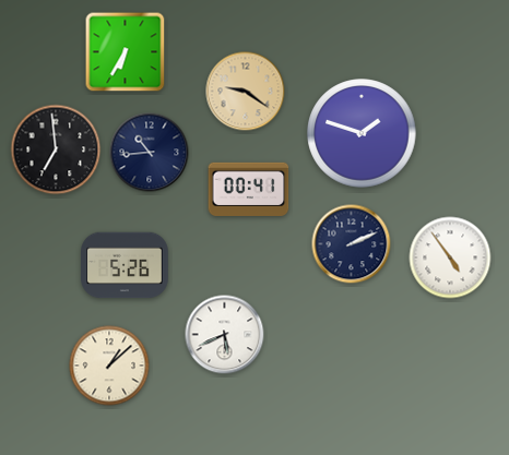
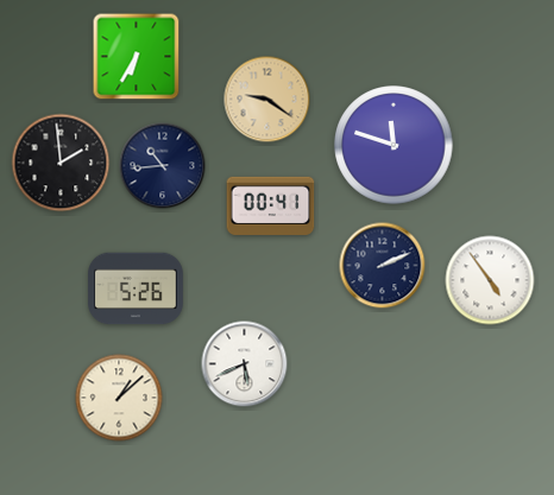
clock at (362, 133): 1:48 -> 11:48
clock at (56, 149): 6:59 -> 1:59
